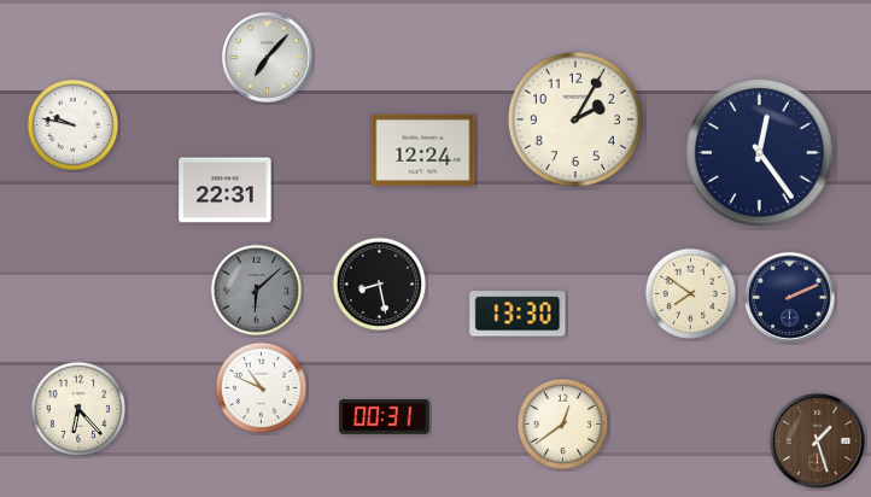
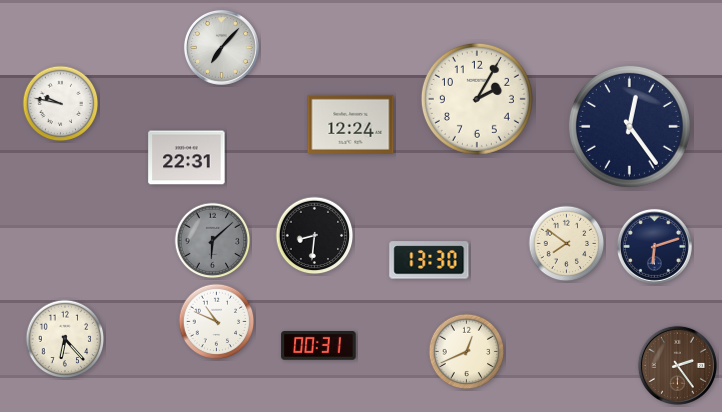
clock at (380, 285): 8:28 -> 8:31
clock at (691, 294) position: (691, 294) -> (567, 244)
clock at (789, 297): 2:11 -> 6:12
clock at (563, 425): 12:39 -> 12:41
clock at (817, 440): 1:27 -> 2:24
